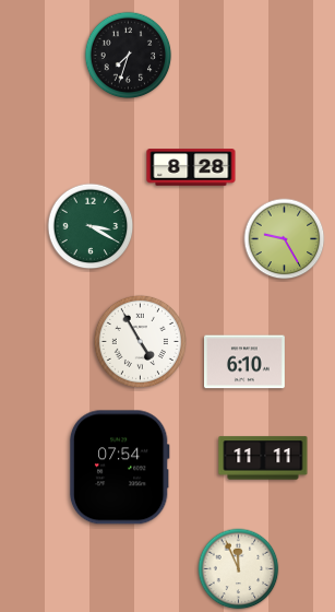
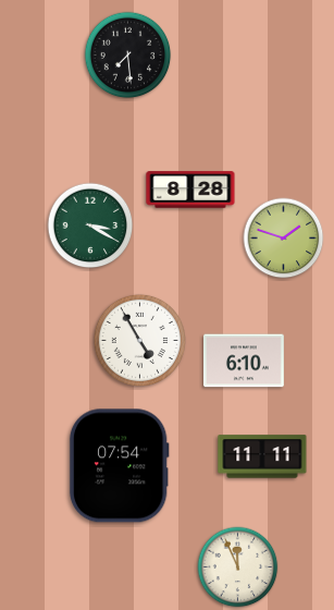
clock at (129, 56): 7:33 -> 7:29
clock at (191, 167) position: (191, 167) -> (190, 190)
clock at (285, 239): 9:25 -> 1:48
